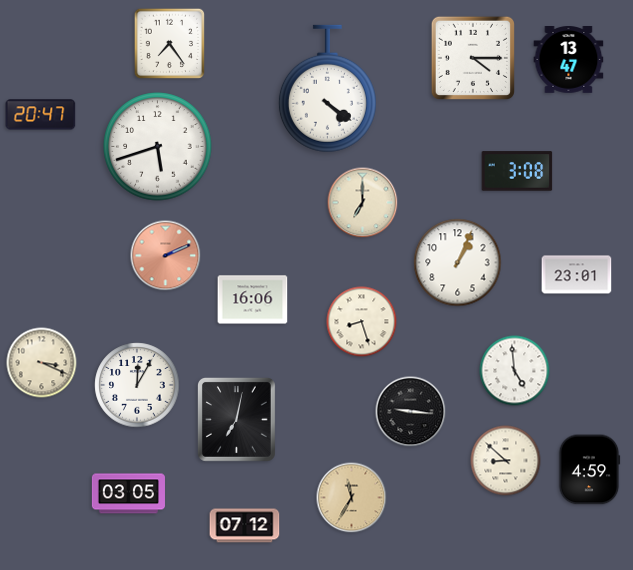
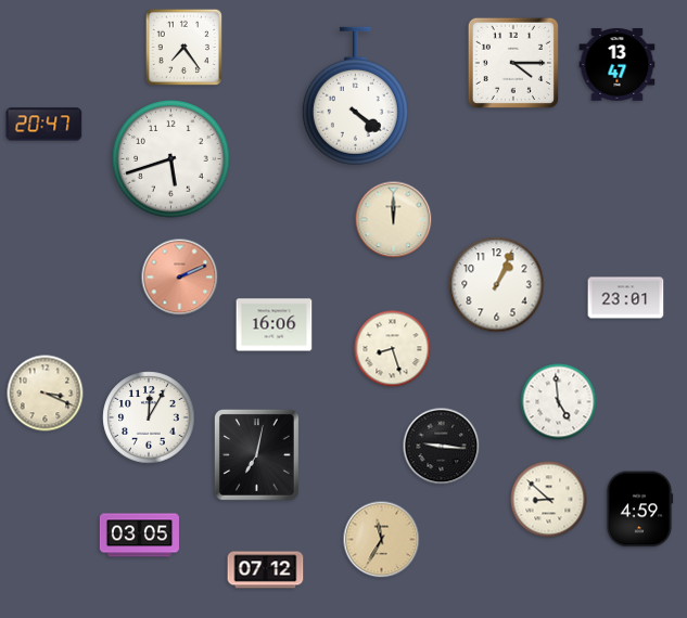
clock at (517, 171): 3:08 -> none
clock at (363, 203): 7:00 -> 12:00
clock at (411, 412) position: (411, 412) -> (442, 447)
